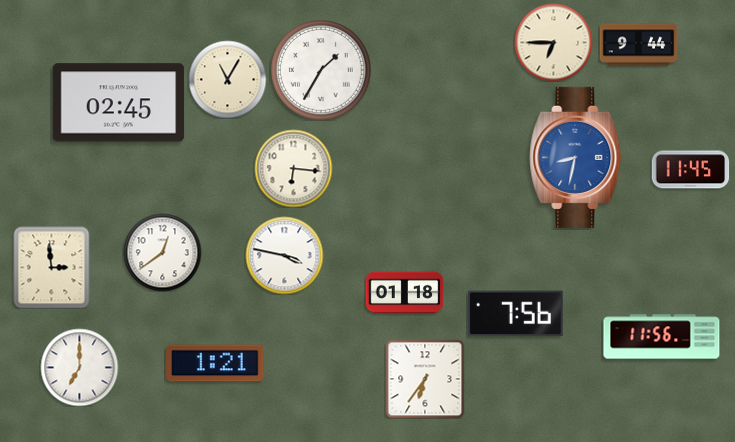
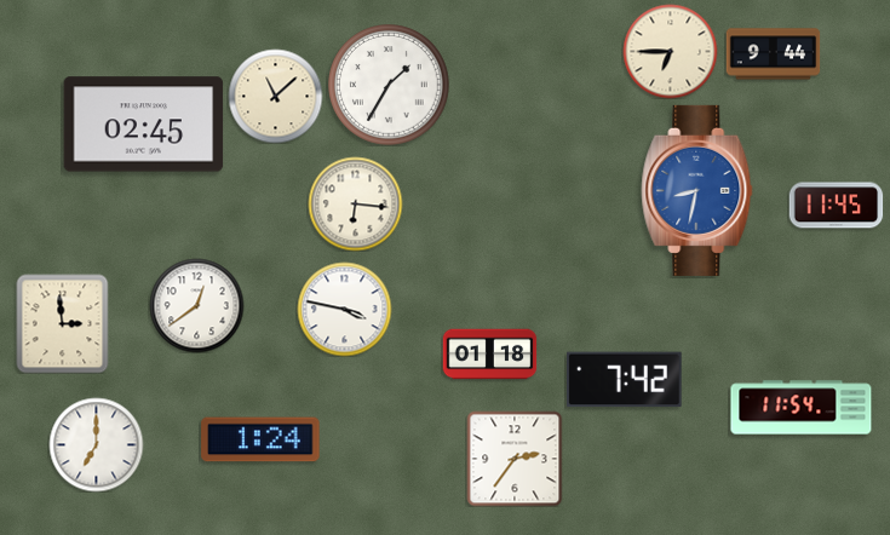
clock at (227, 79): 11:05 -> 11:08
clock at (516, 314): 7:56 -> 7:42
clock at (662, 337): 11:56 -> 11:54
clock at (215, 363): 1:21 -> 1:24
clock at (425, 379): 6:36 -> 2:36
